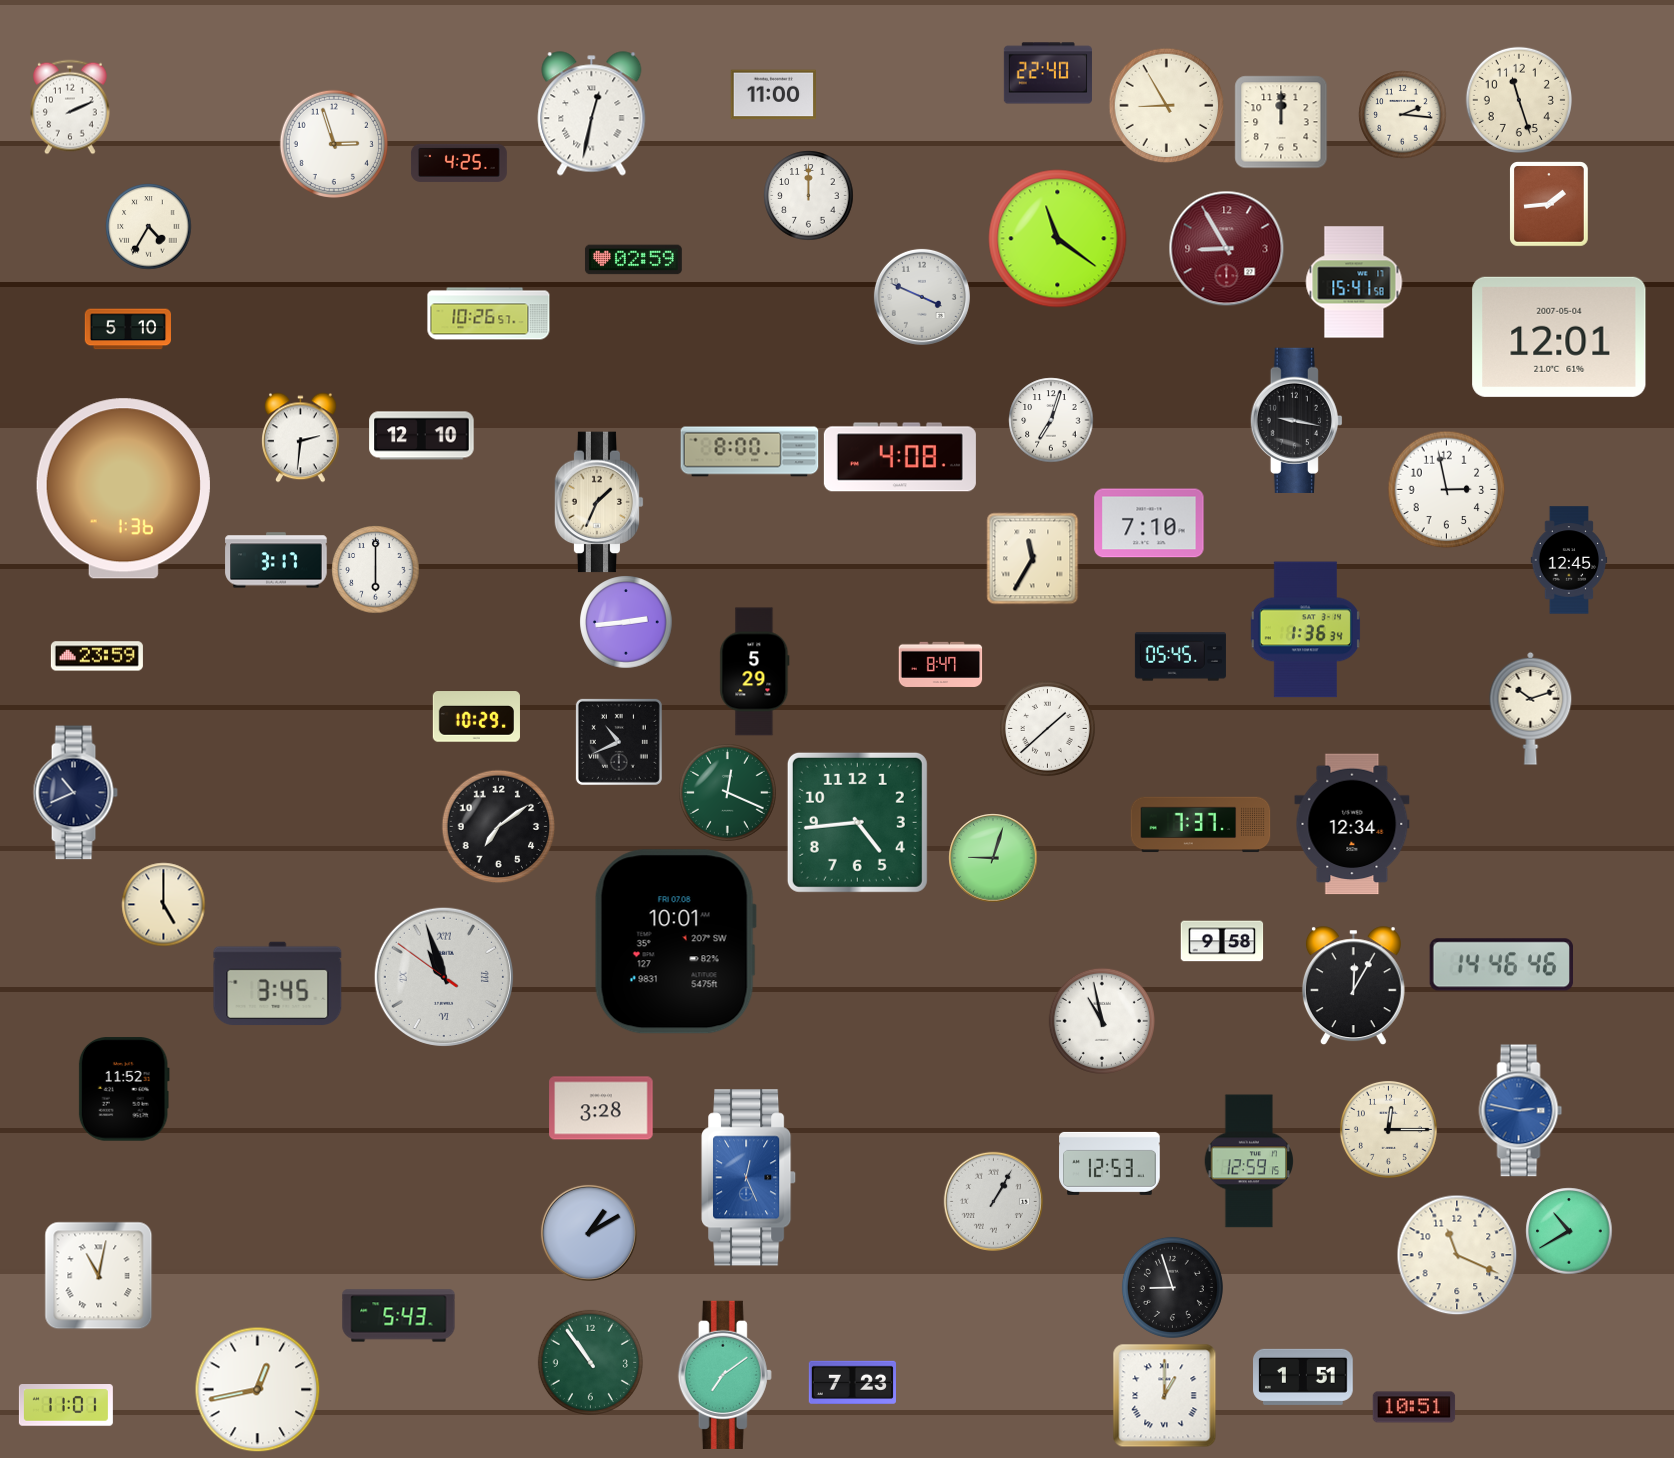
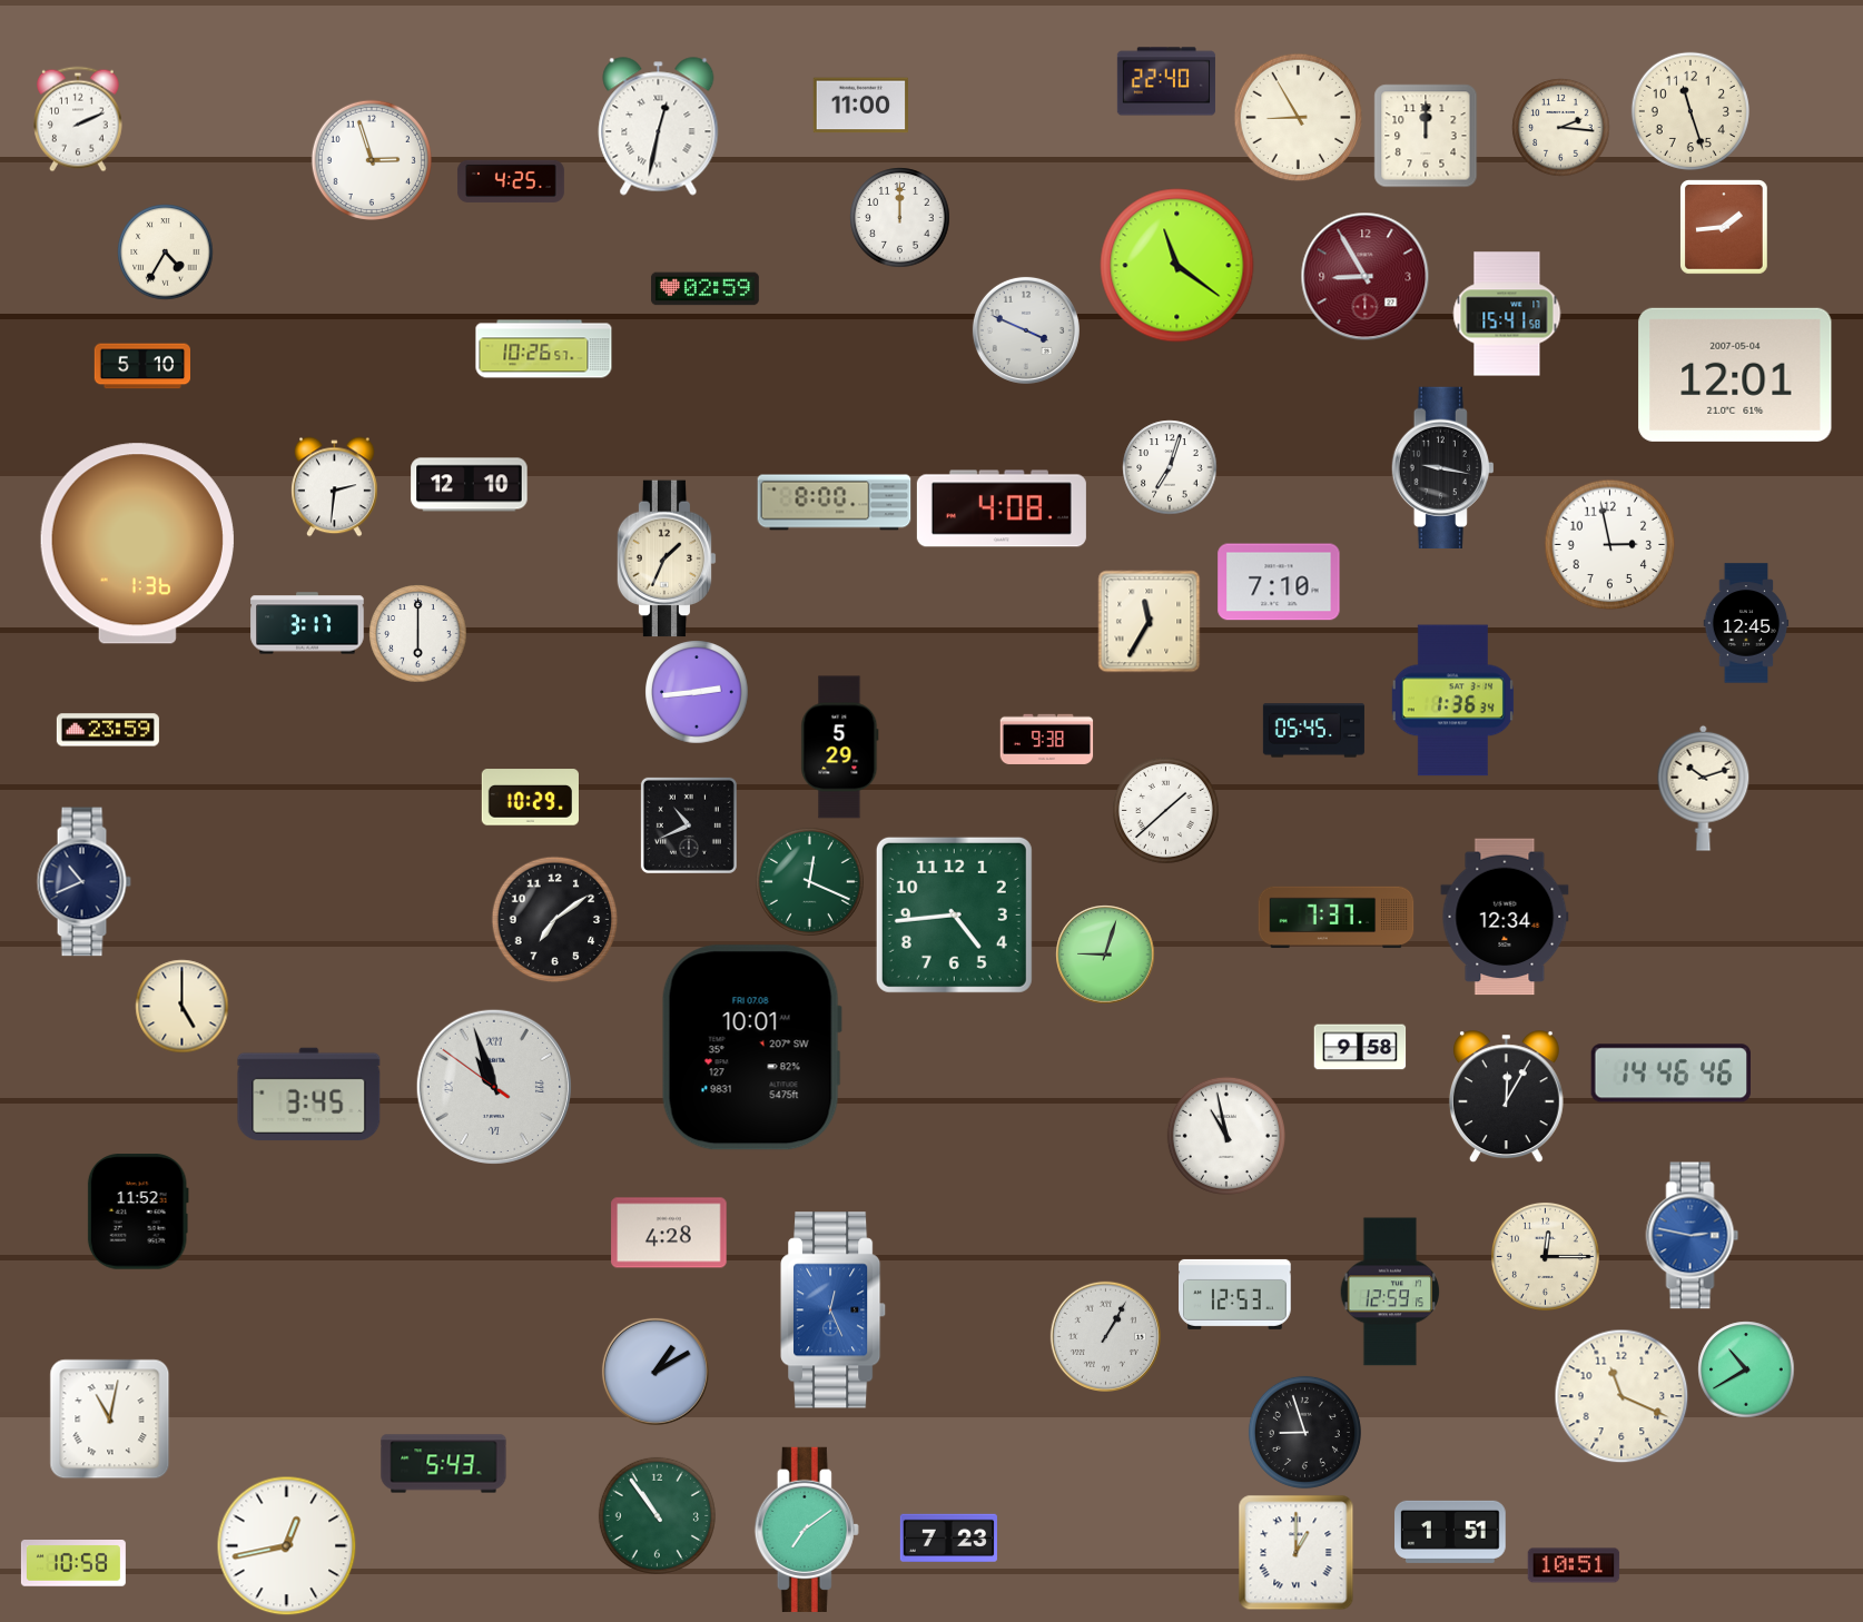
clock at (940, 664): 8:47 -> 9:38
clock at (601, 1108): 3:28 -> 4:28
clock at (66, 1406): 11:01 -> 10:58
